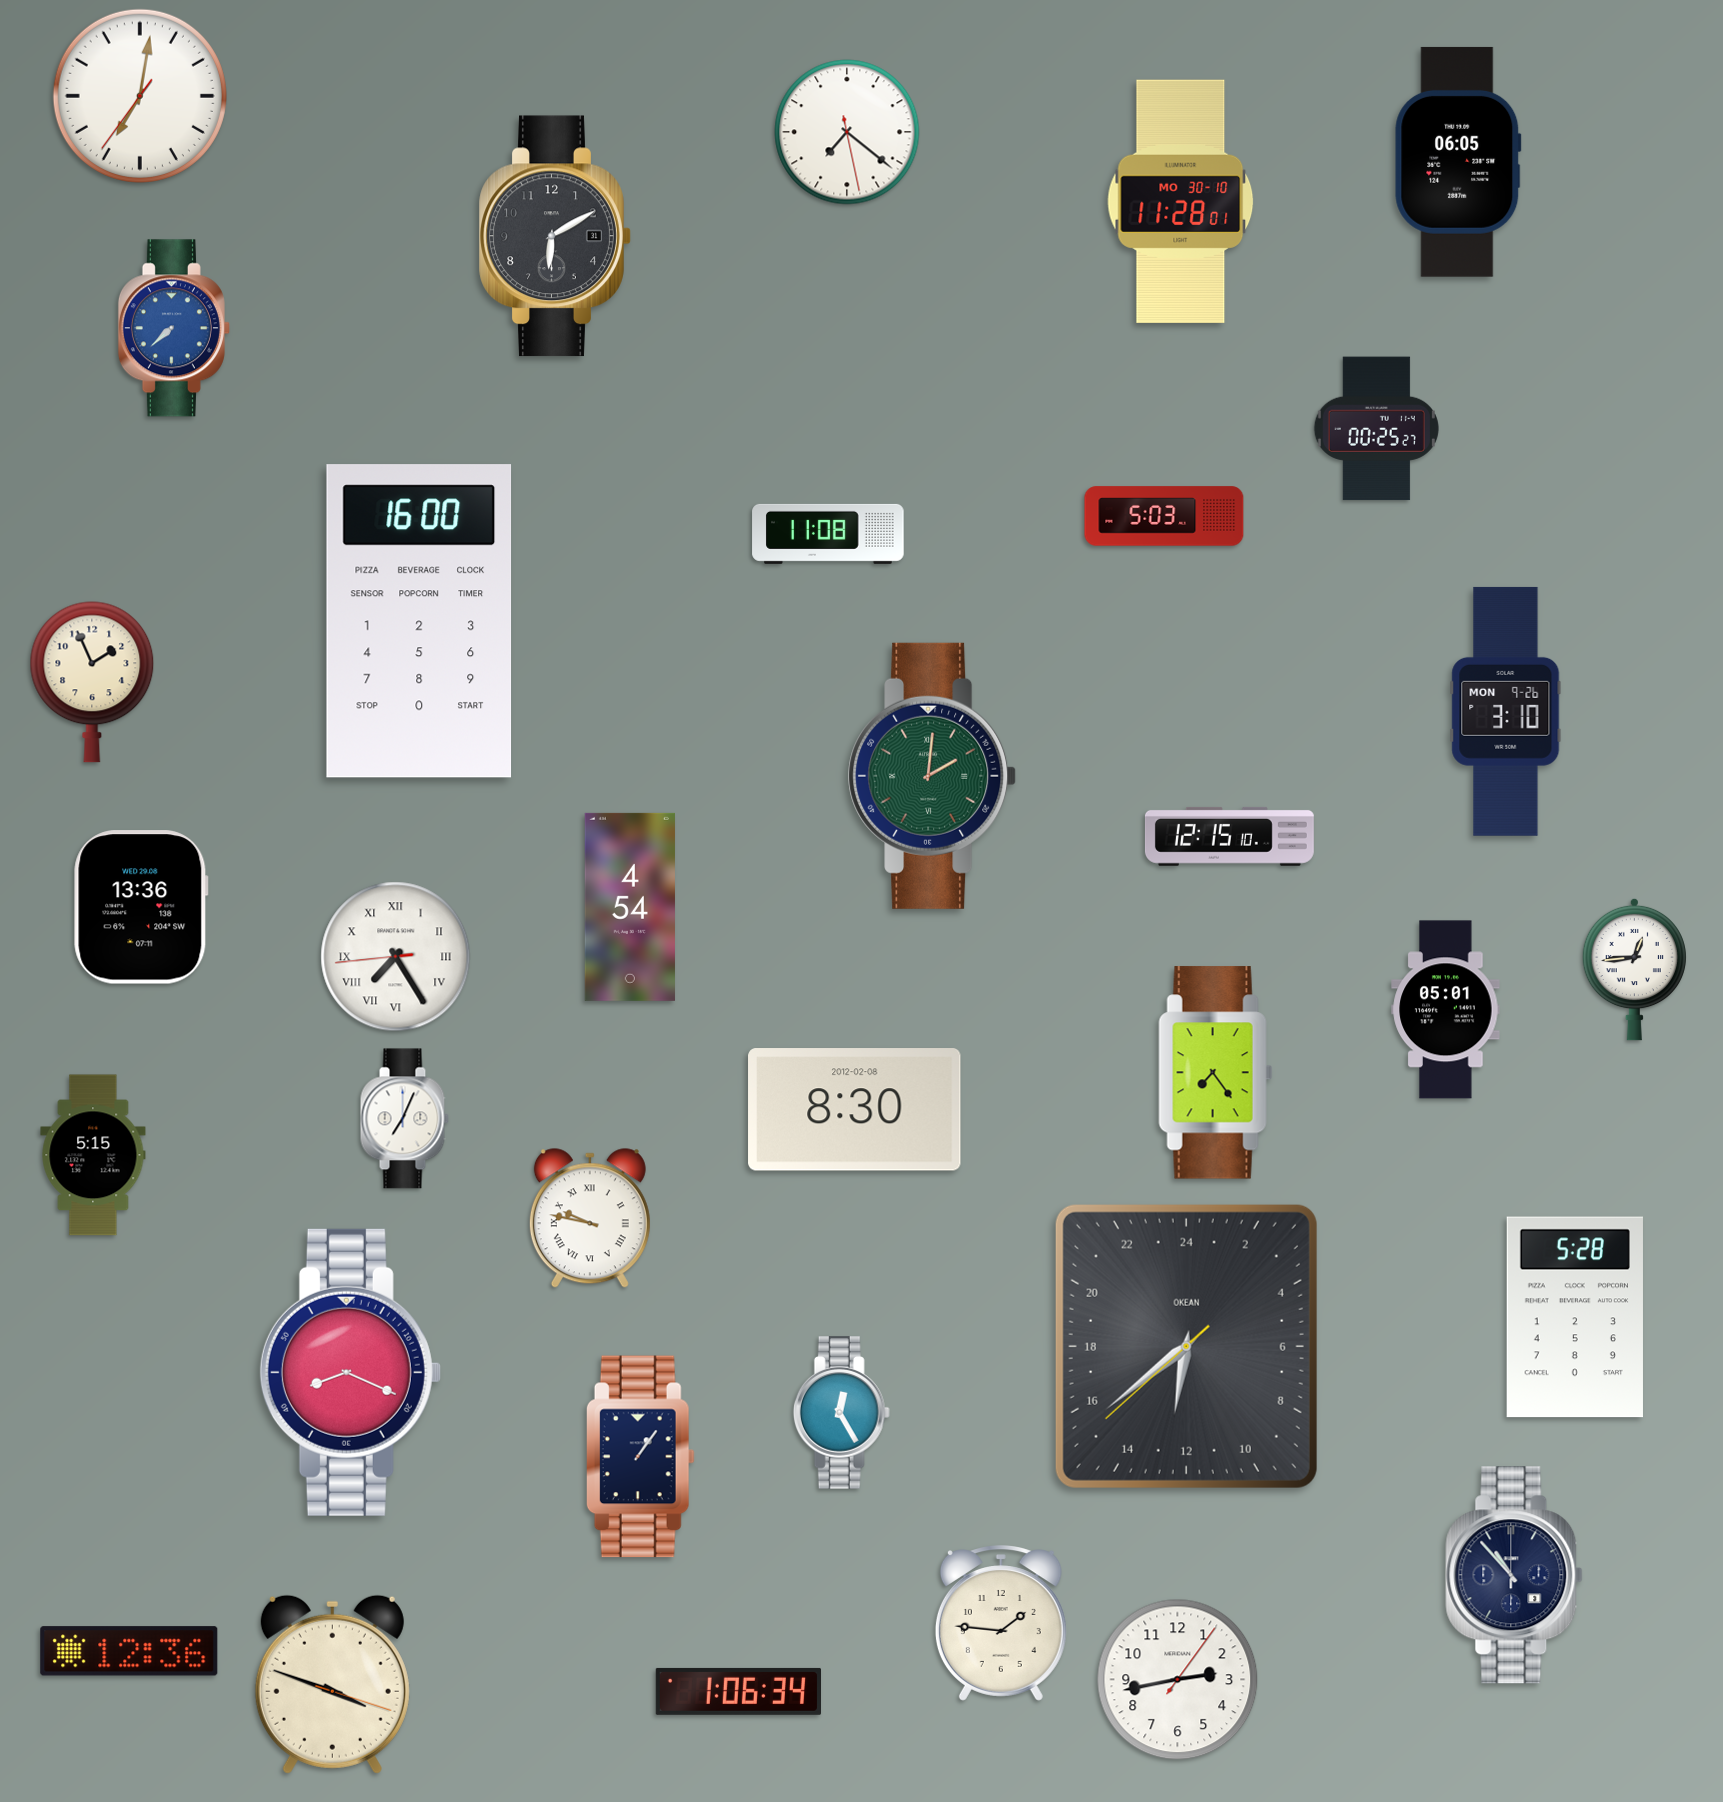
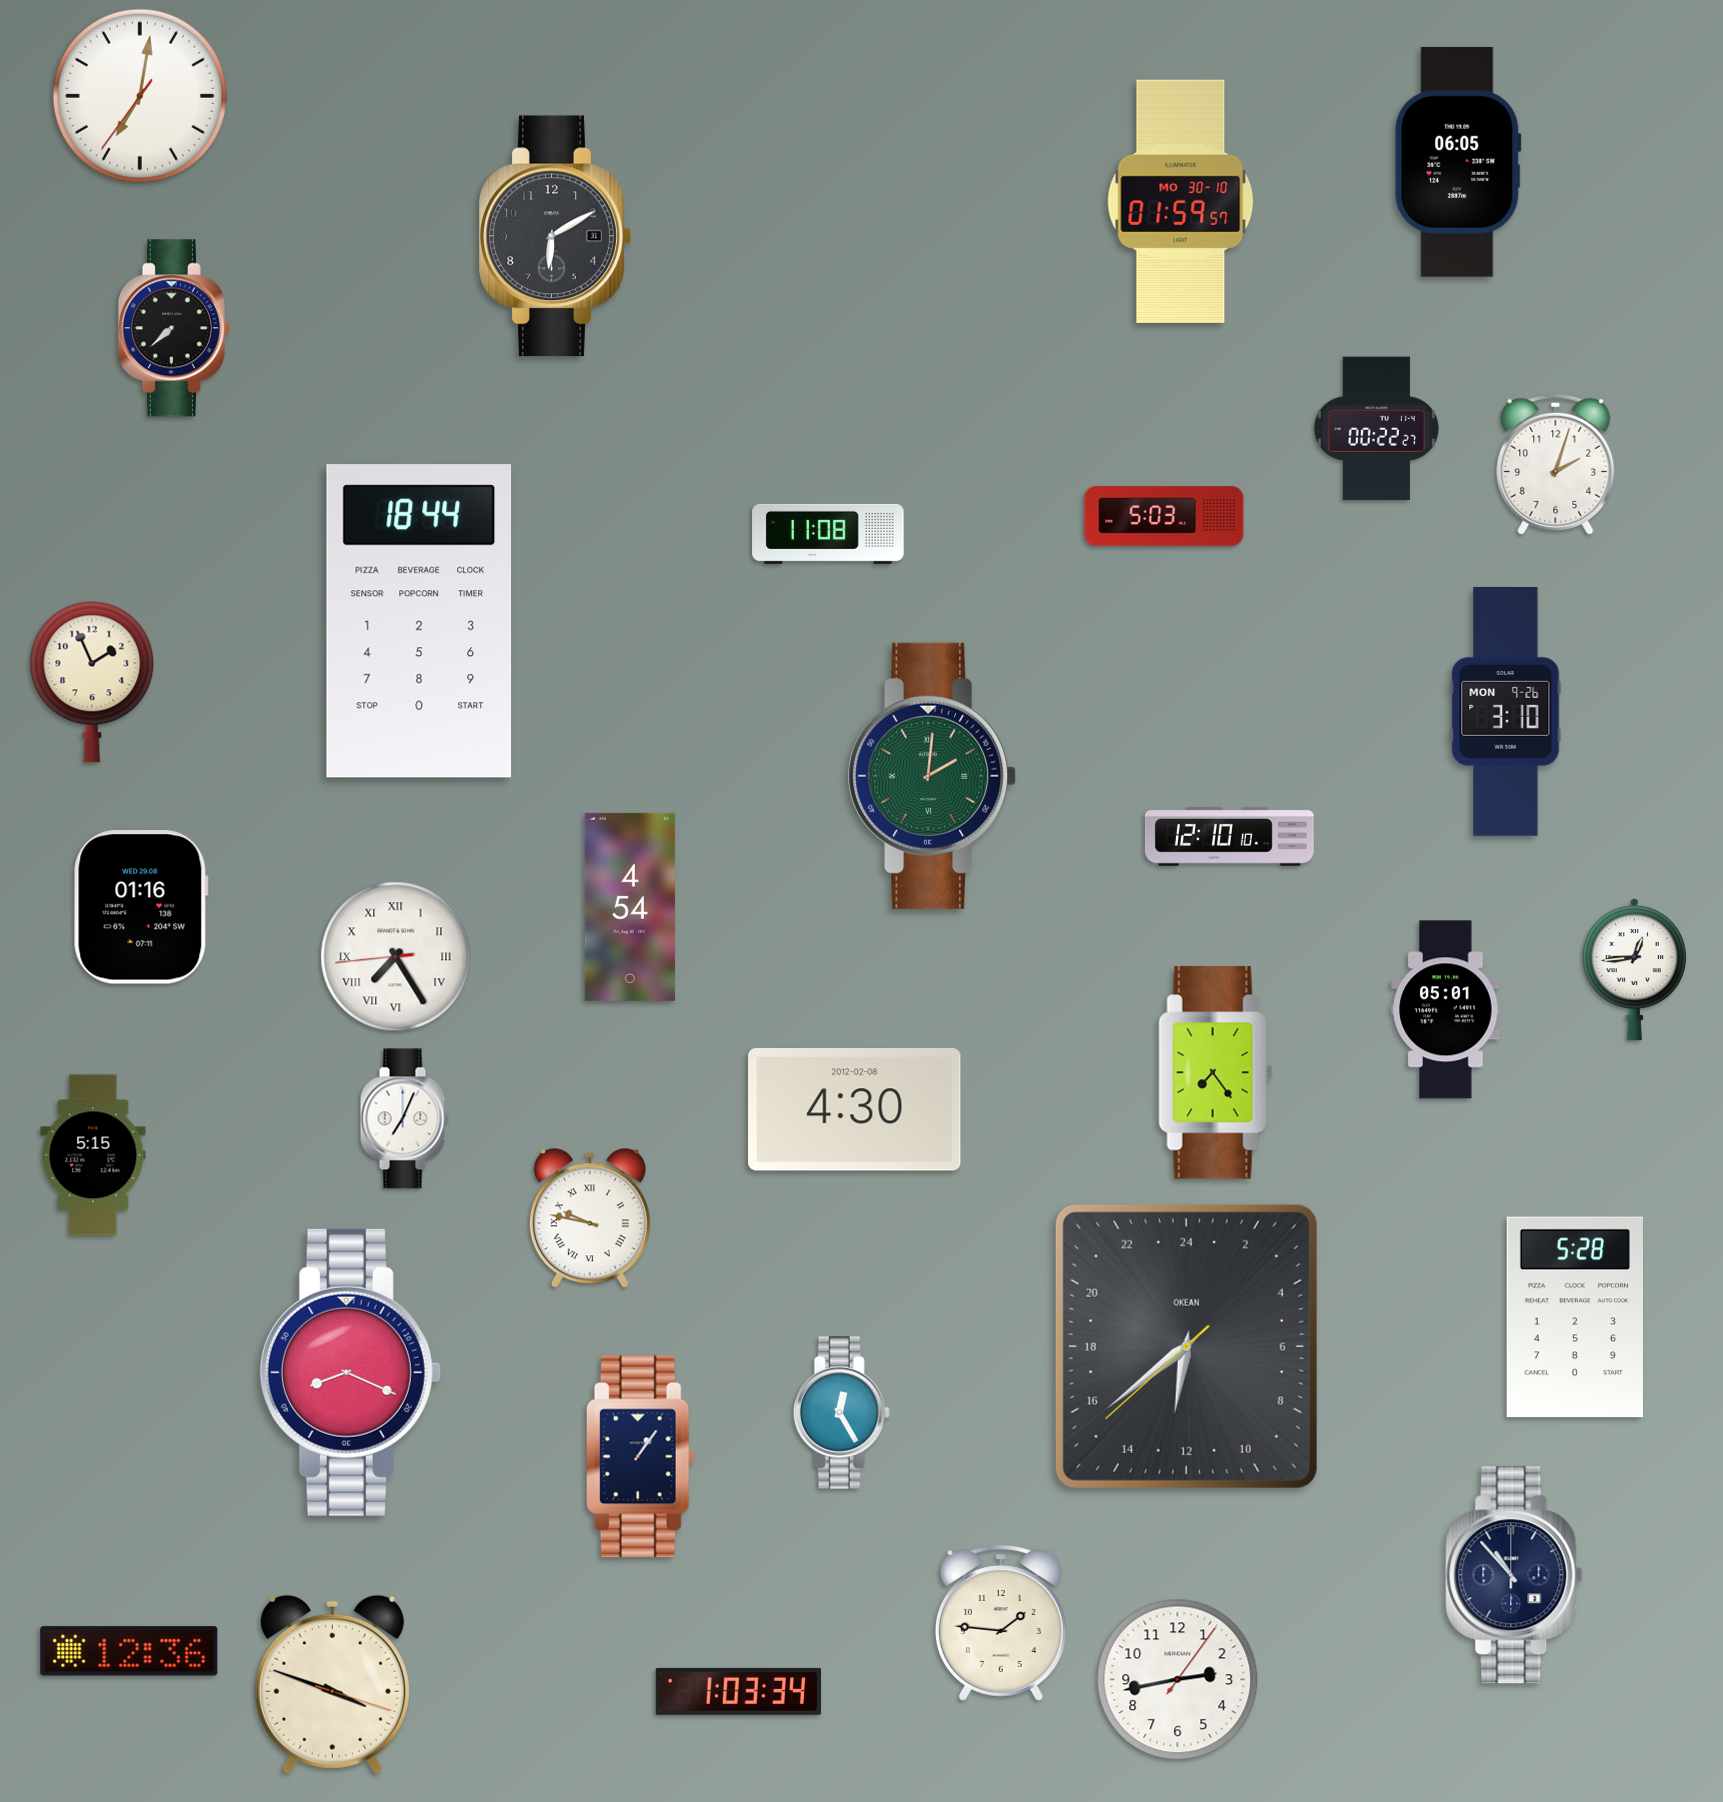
clock at (847, 132): 7:21 -> none
clock at (1181, 201): 11:28 -> 01:59
clock at (174, 328) dial: blue -> black
clock at (1376, 429): 00:25 -> 00:22
clock at (1556, 464): none -> 2:03
clock at (419, 621): 16:00 -> 18:44
clock at (1229, 836): 12:15 -> 12:10
clock at (141, 907): 13:36 -> 01:16
clock at (855, 1110): 8:30 -> 4:30
clock at (738, 1691): 1:06 -> 1:03
